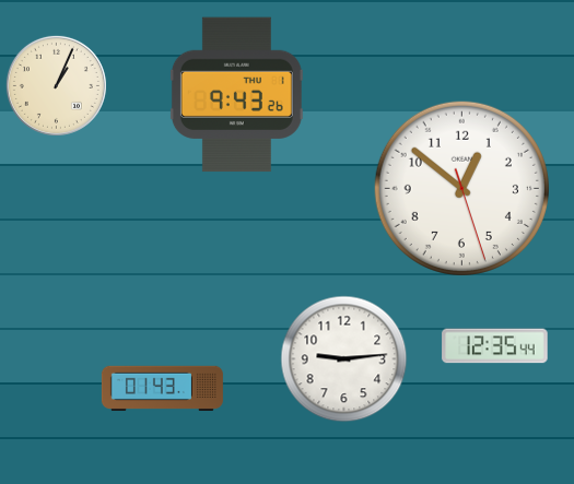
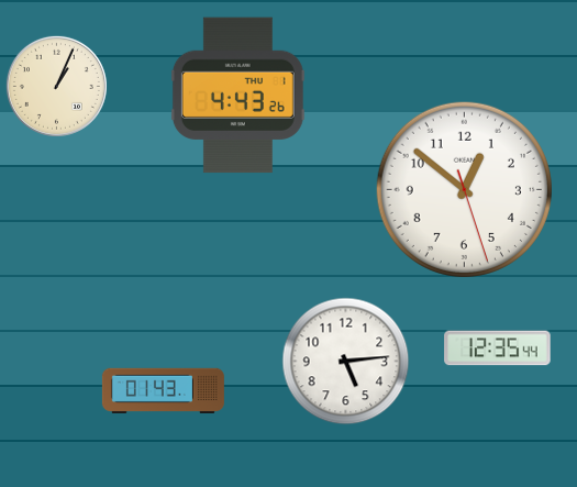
clock at (236, 95): 9:43 -> 4:43
clock at (344, 359): 9:14 -> 5:14
